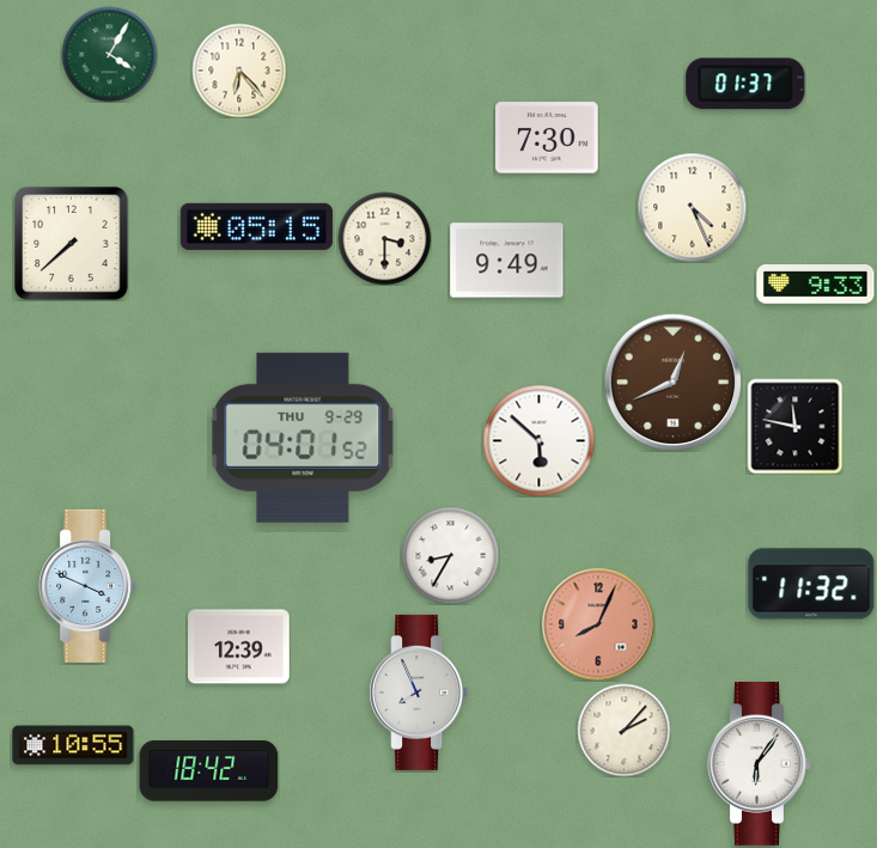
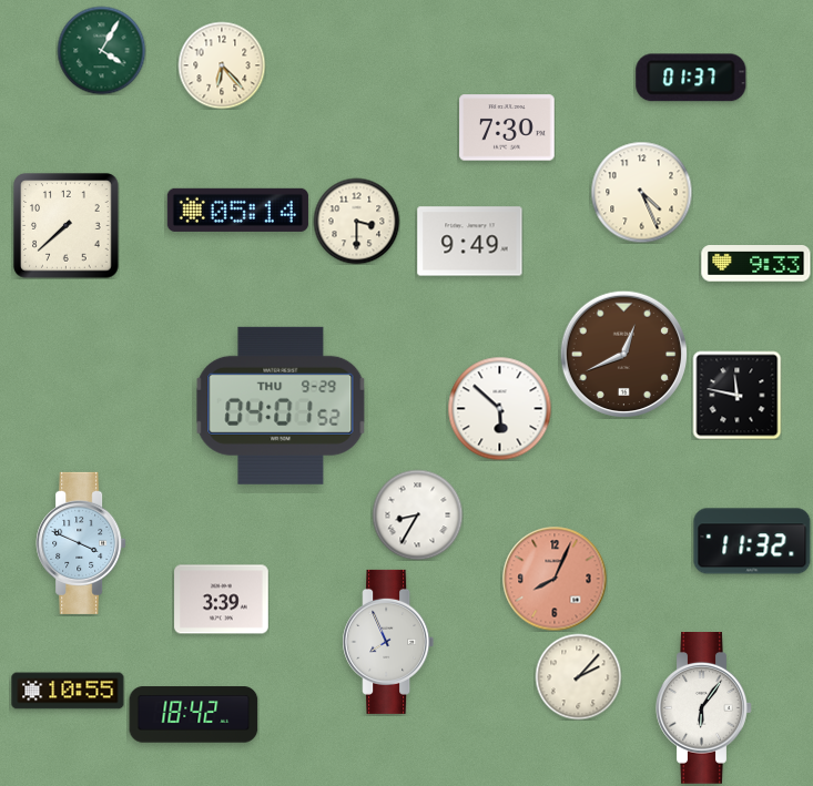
clock at (256, 226): 05:15 -> 05:14
clock at (239, 647): 12:39 -> 3:39
